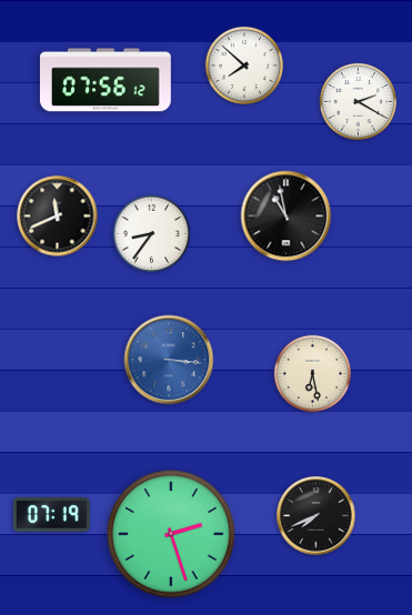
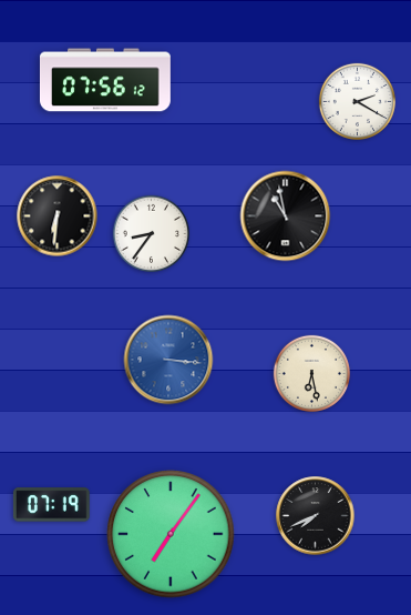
clock at (244, 65): 7:52 -> none
clock at (58, 216): 11:41 -> 6:31
clock at (51, 515) position: (51, 515) -> (51, 505)
clock at (171, 534): 2:27 -> 7:06
